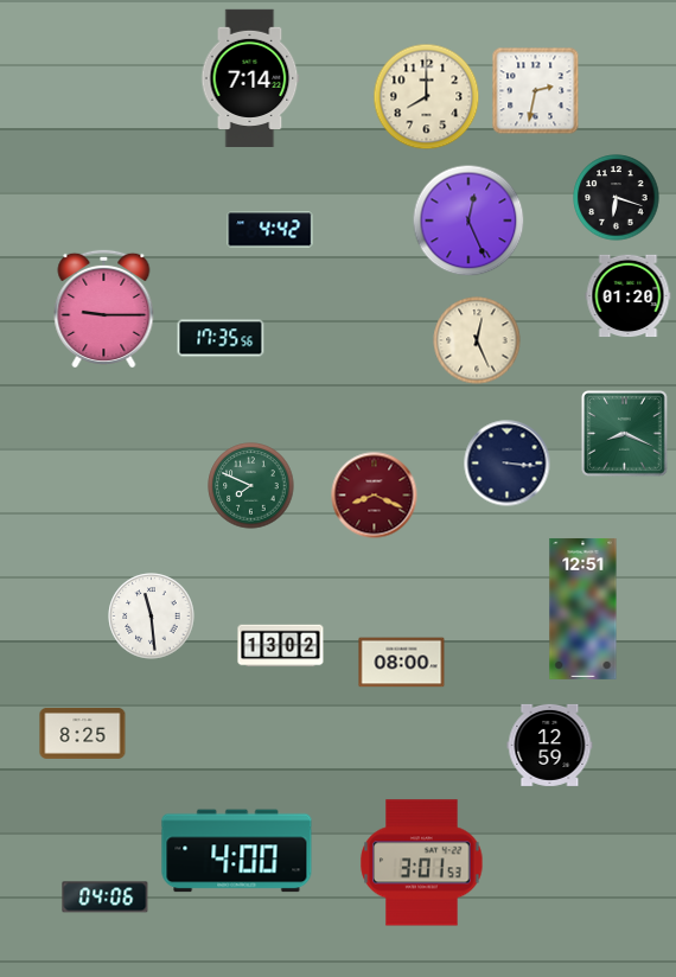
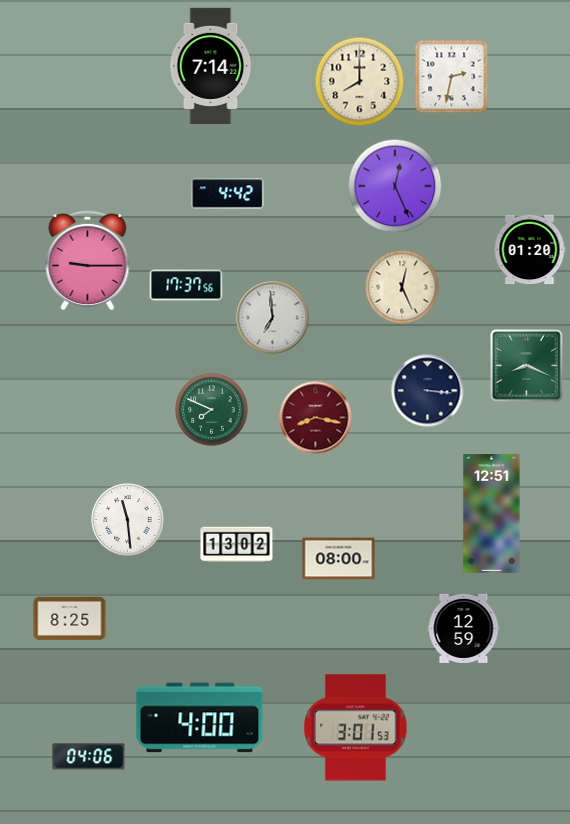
clock at (617, 198): 6:18 -> none
clock at (221, 338): 17:35 -> 17:37
clock at (273, 318): none -> 6:59
clock at (375, 496): 8:19 -> 8:17
